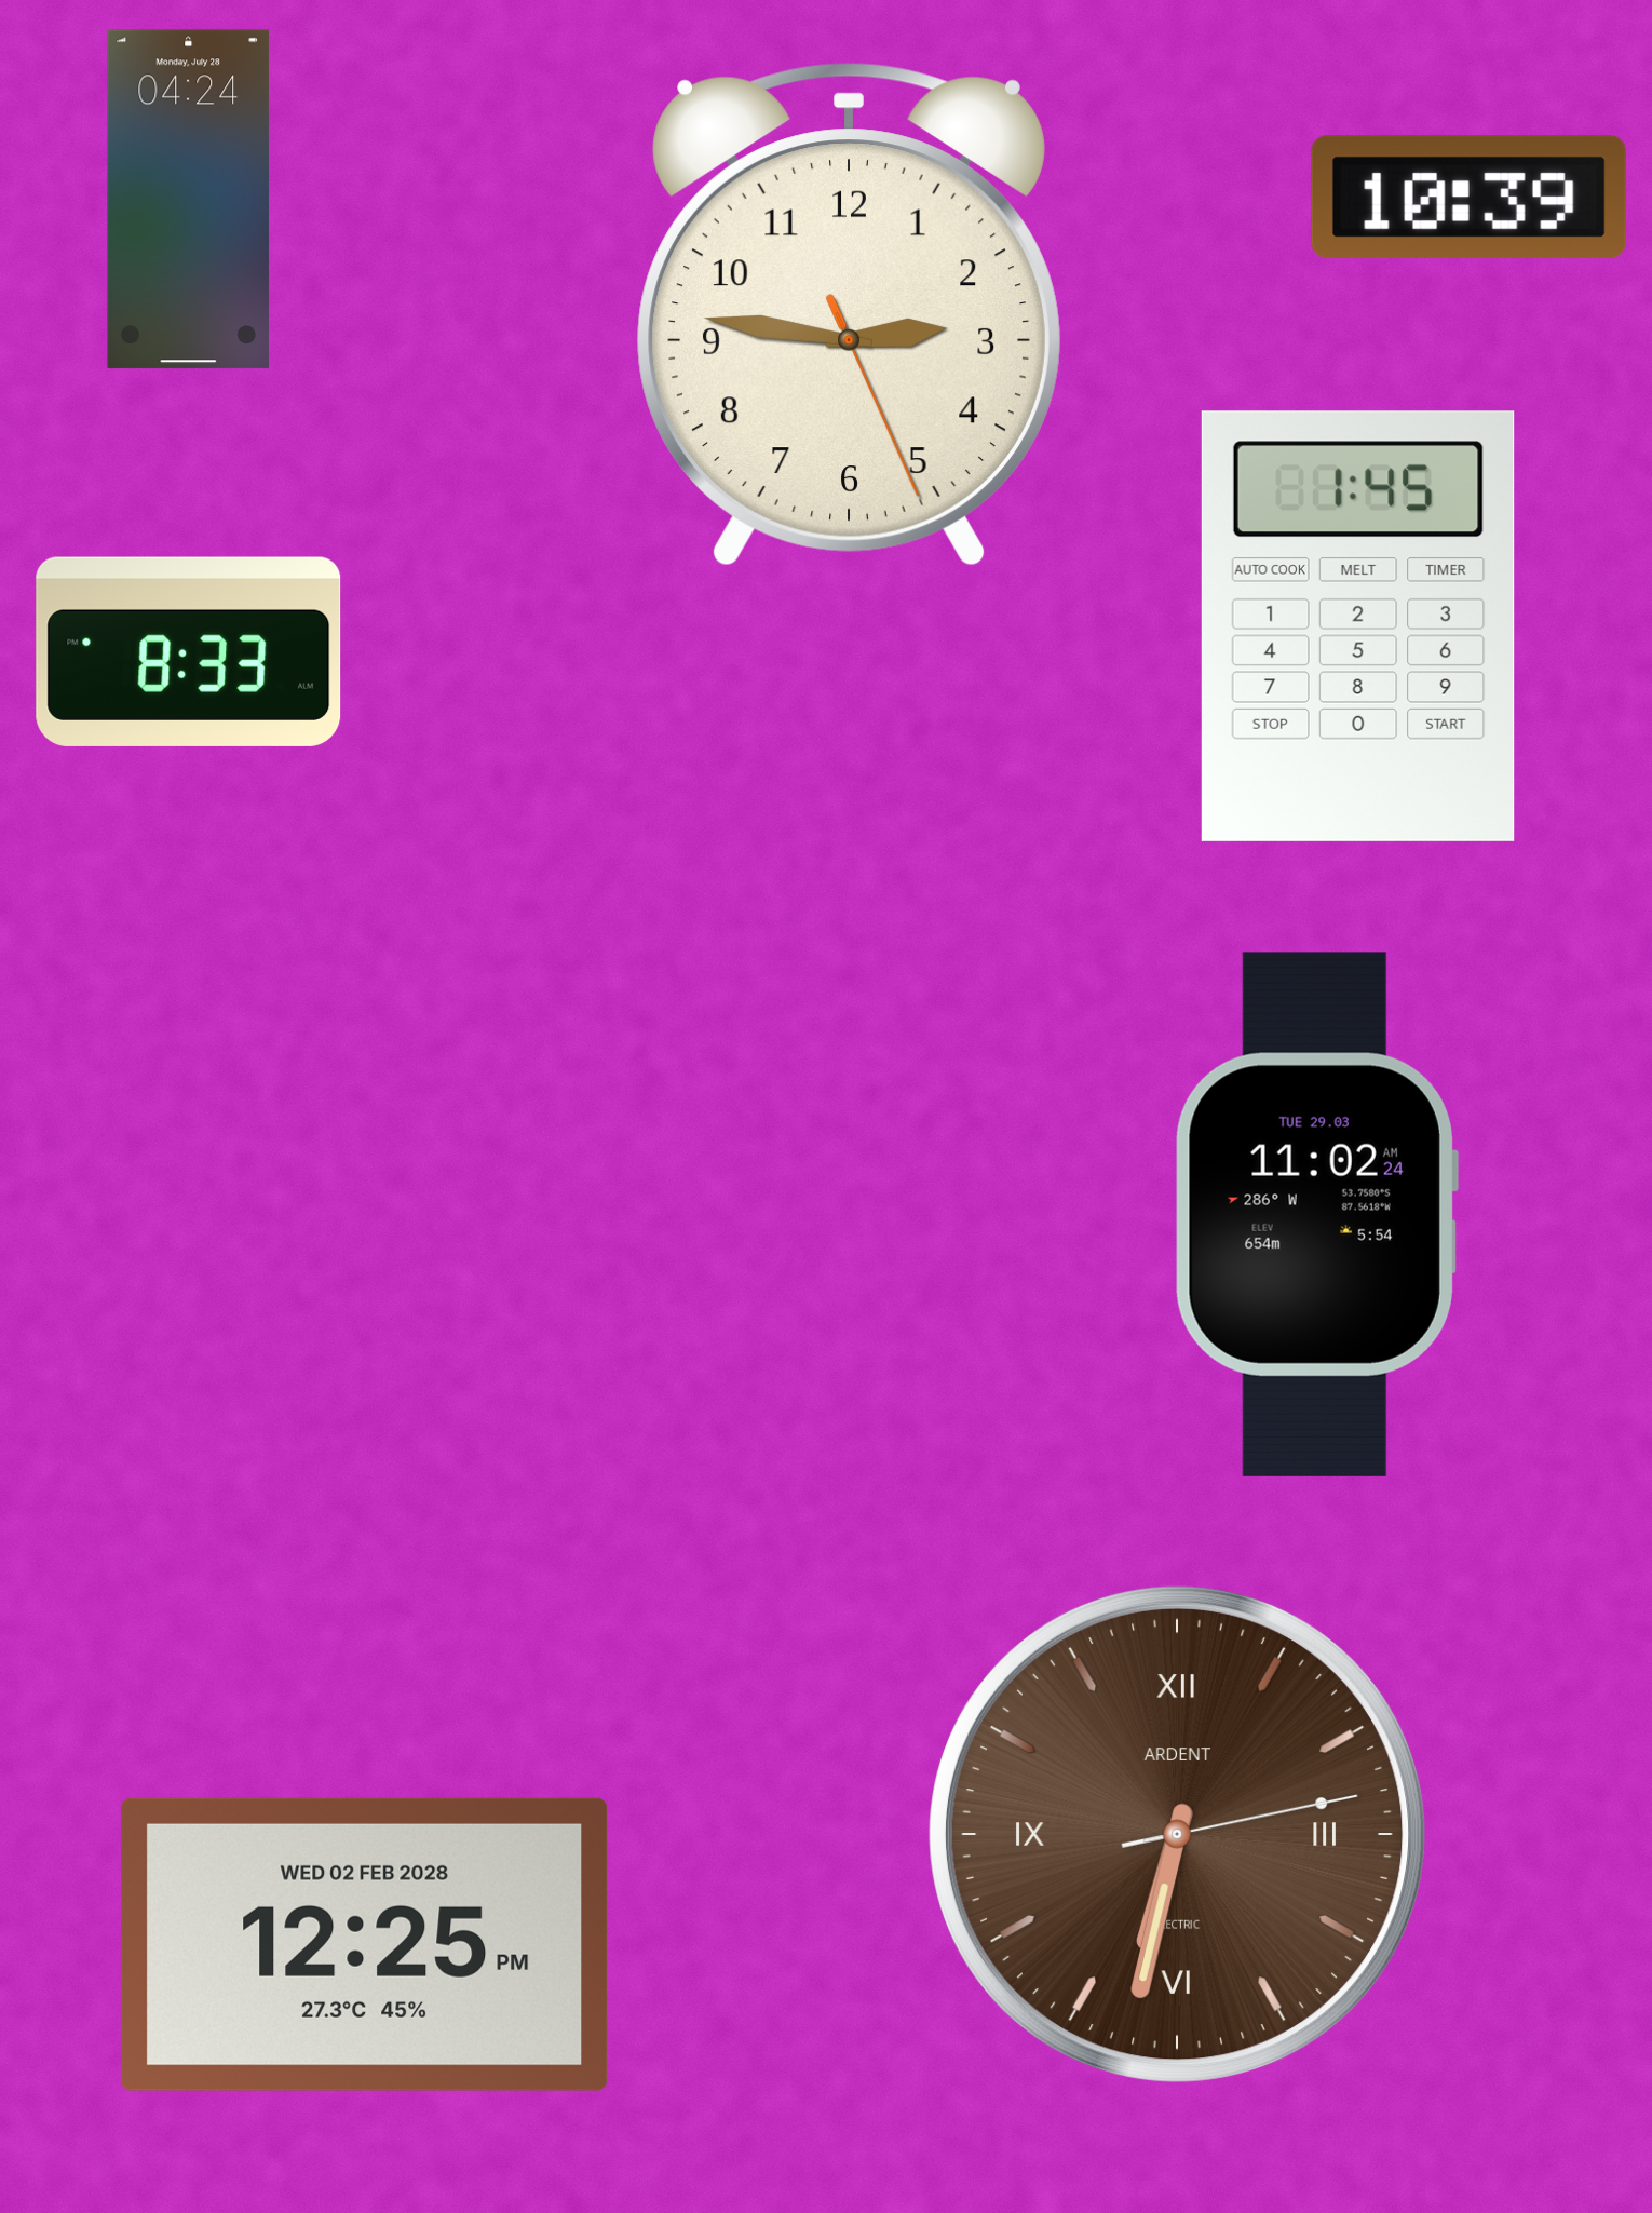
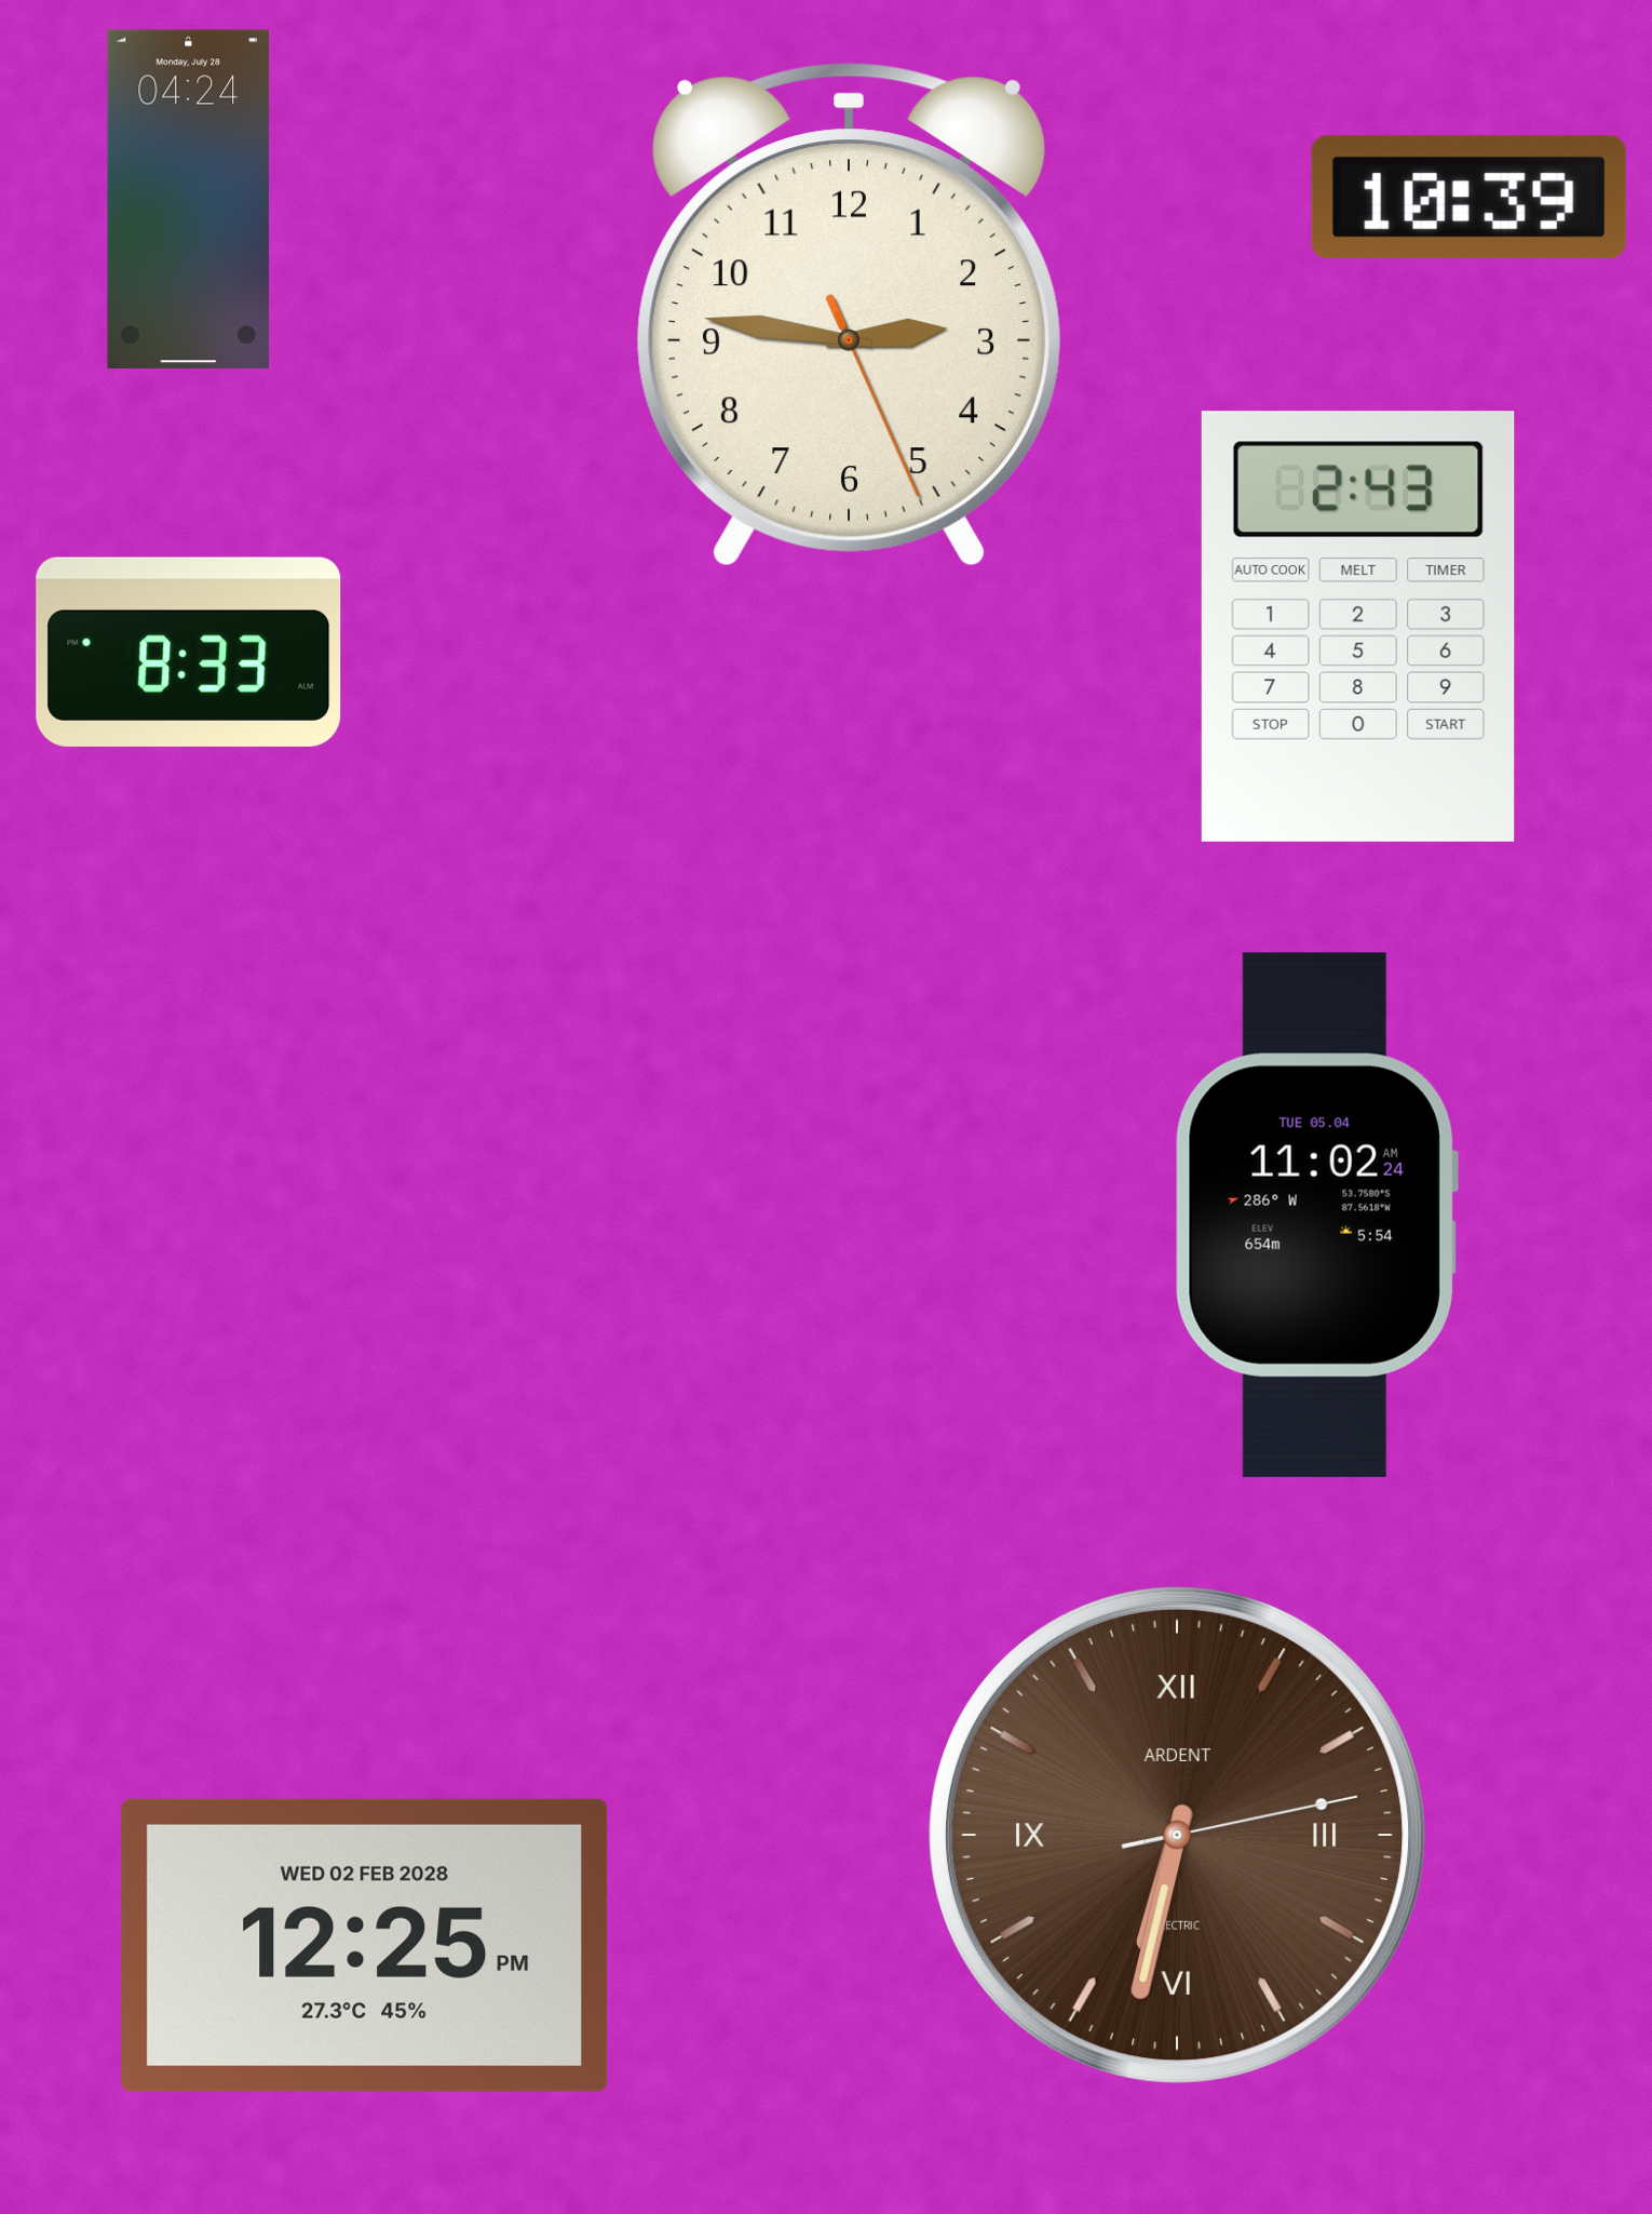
clock at (1358, 626): 1:45 -> 2:43
clock at (1316, 1214) date: TUE 29.03 -> TUE 05.04
